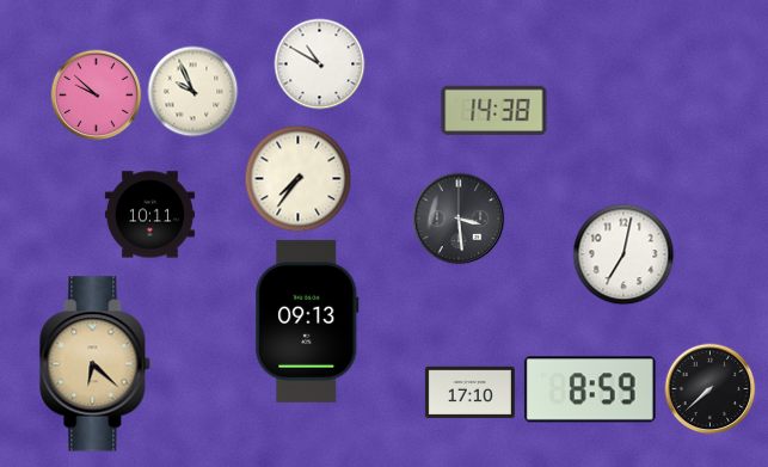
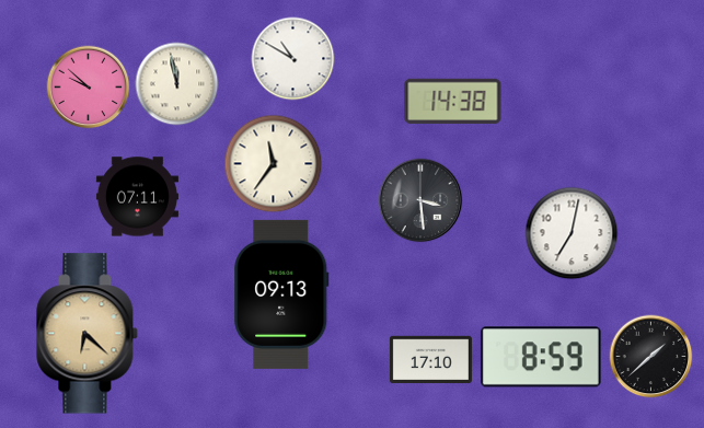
clock at (193, 92): 9:56 -> 11:58
clock at (299, 179): 7:36 -> 11:36
clock at (149, 215): 10:11 -> 07:11
clock at (711, 389): 7:38 -> 1:38
